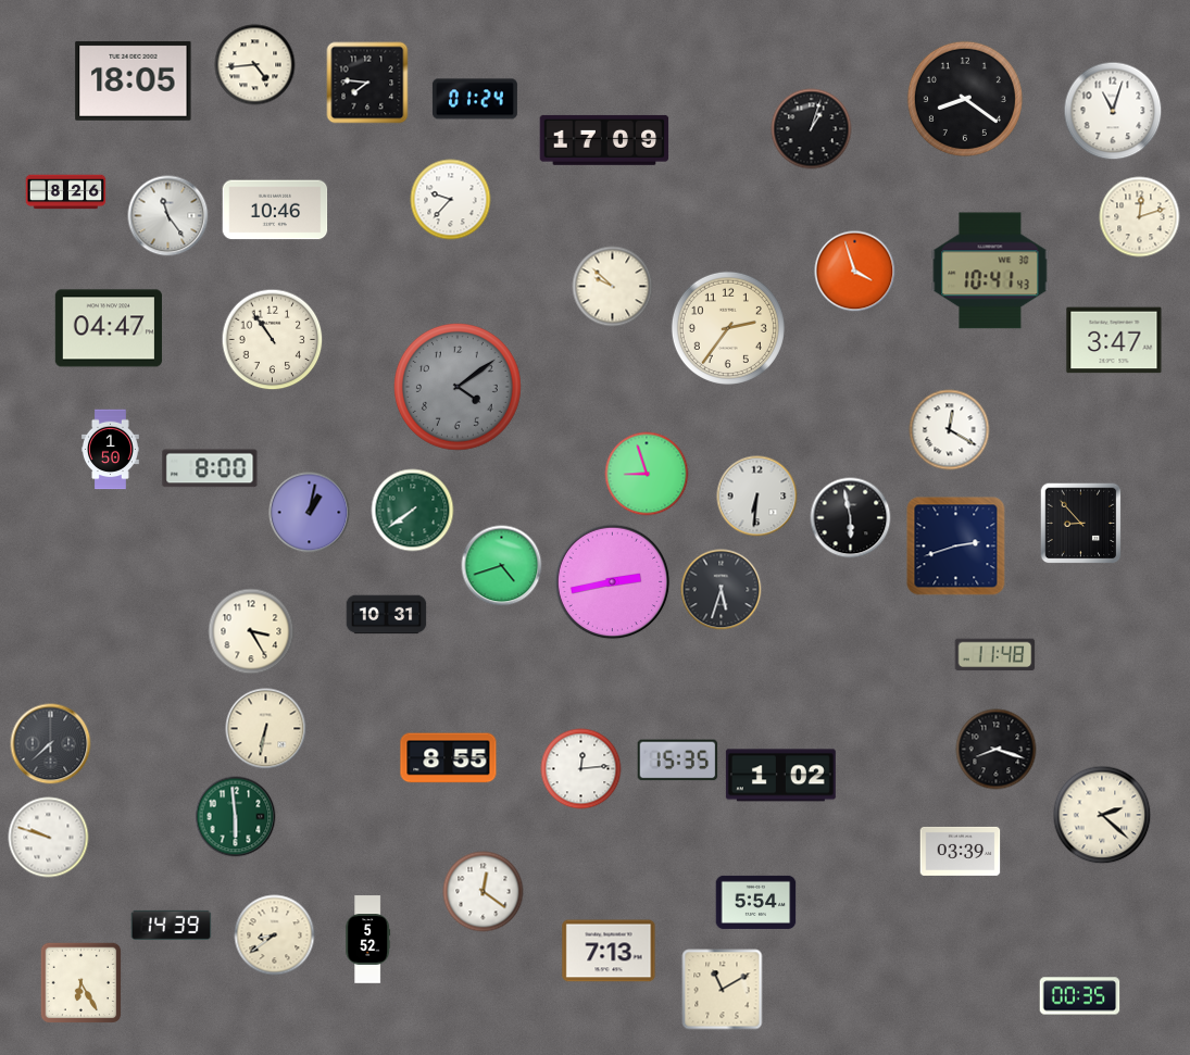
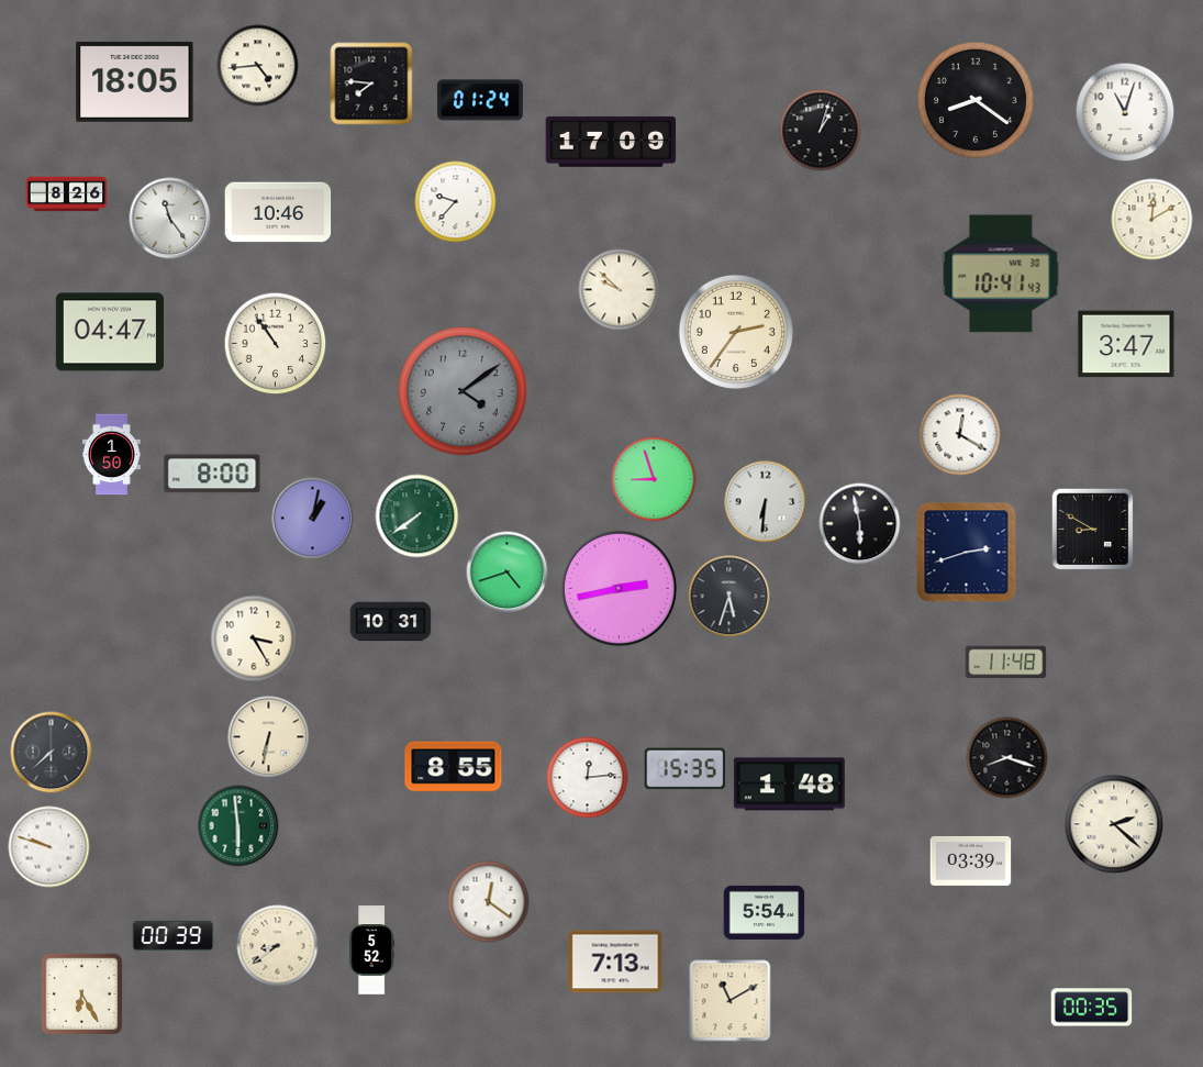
clock at (1140, 217): 12:12 -> 12:10
clock at (855, 272): 3:57 -> none
clock at (1081, 524): 8:53 -> 8:50
clock at (780, 776): 1:02 -> 1:48
clock at (172, 925): 14:39 -> 00:39
